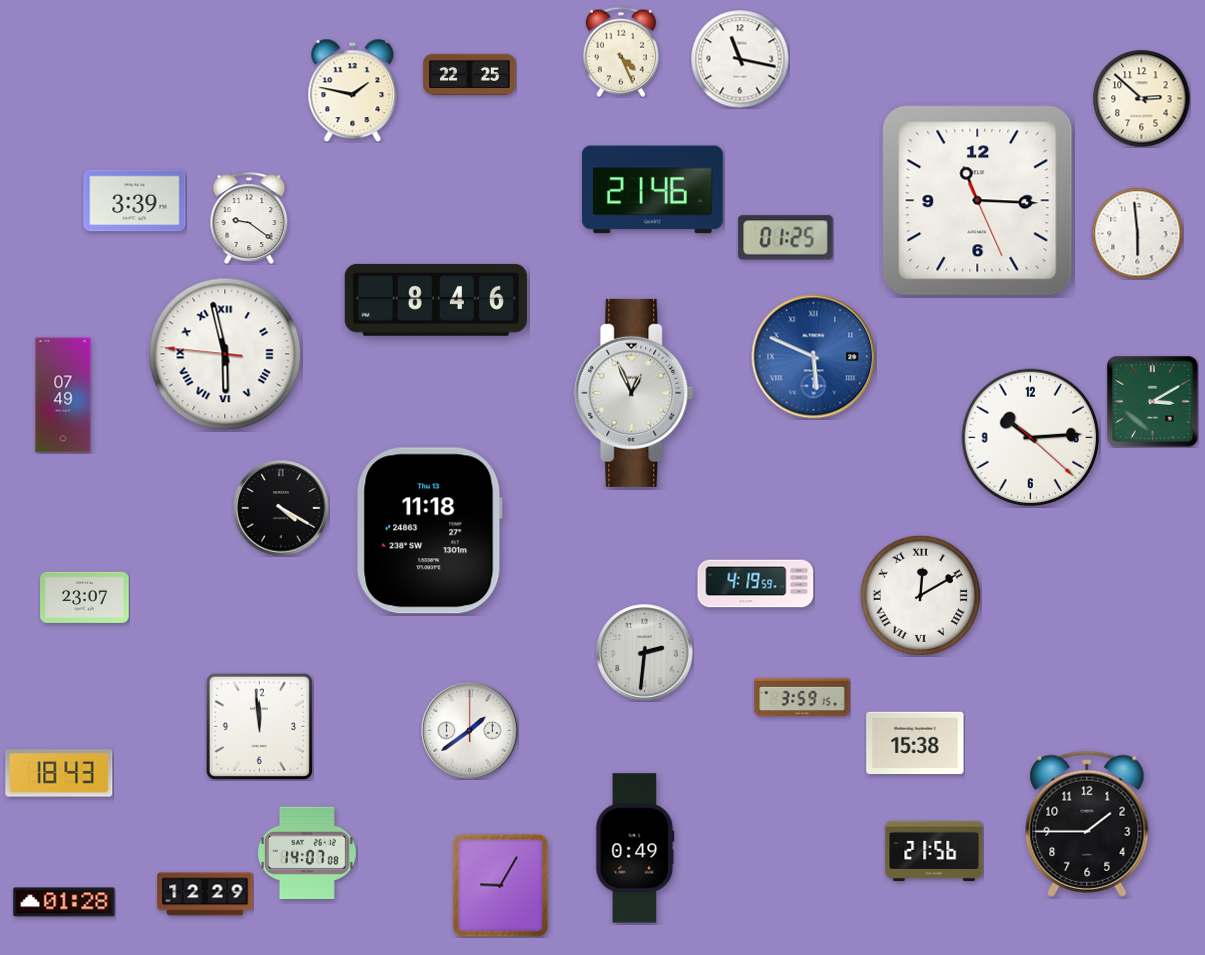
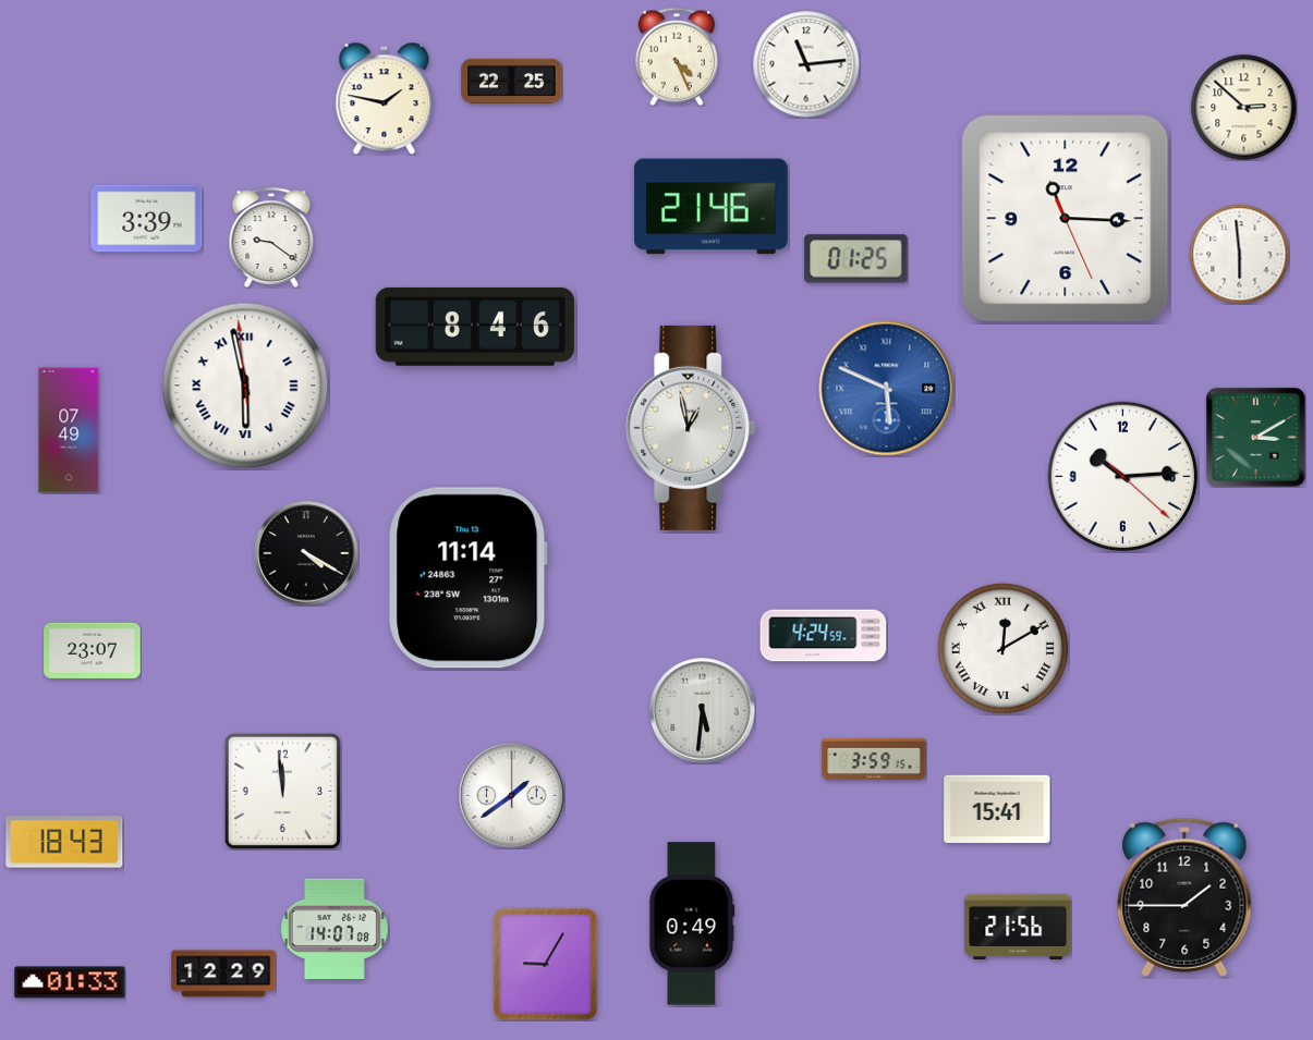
clock at (740, 59): 11:17 -> 11:14
clock at (225, 354): 5:57:46 -> 5:57:59
clock at (634, 393): 12:56 -> 12:58
clock at (430, 531): 11:18 -> 11:14
clock at (756, 584): 4:19 -> 4:24
clock at (645, 653): 2:31 -> 5:31
clock at (915, 743): 15:38 -> 15:41
clock at (64, 902): 01:28 -> 01:33
